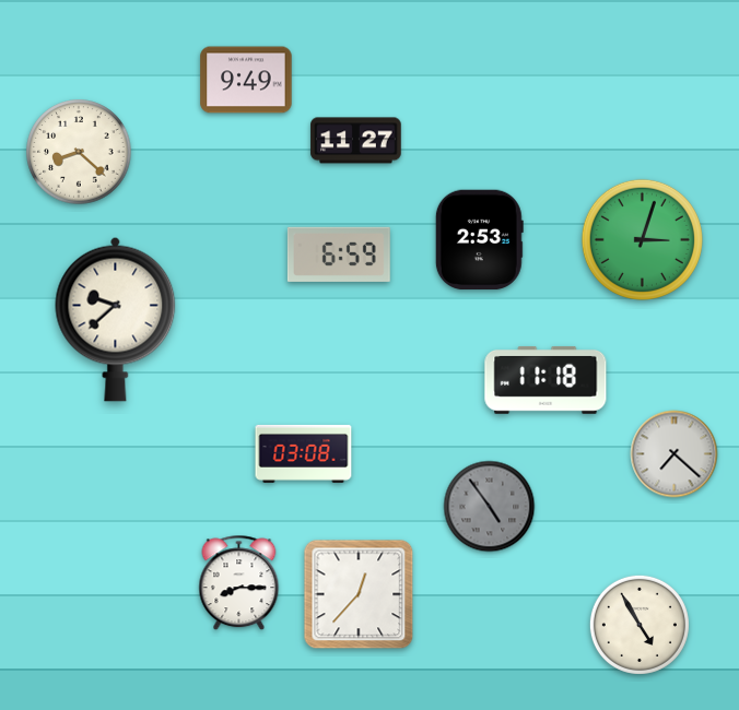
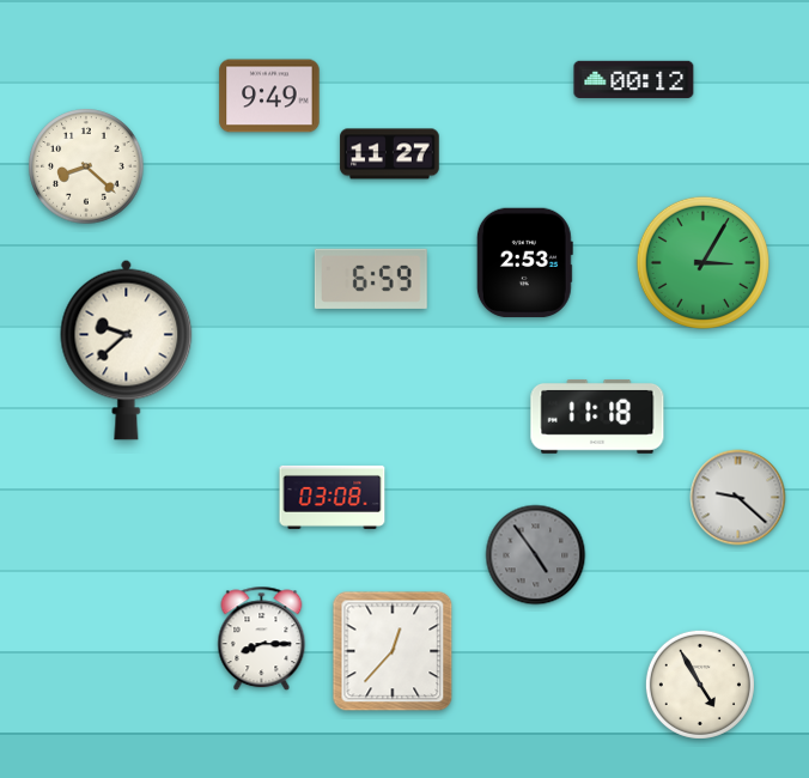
clock at (634, 79): none -> 00:12
clock at (246, 80) position: (246, 80) -> (269, 96)
clock at (642, 239): 3:03 -> 3:05
clock at (675, 454): 7:22 -> 9:22
